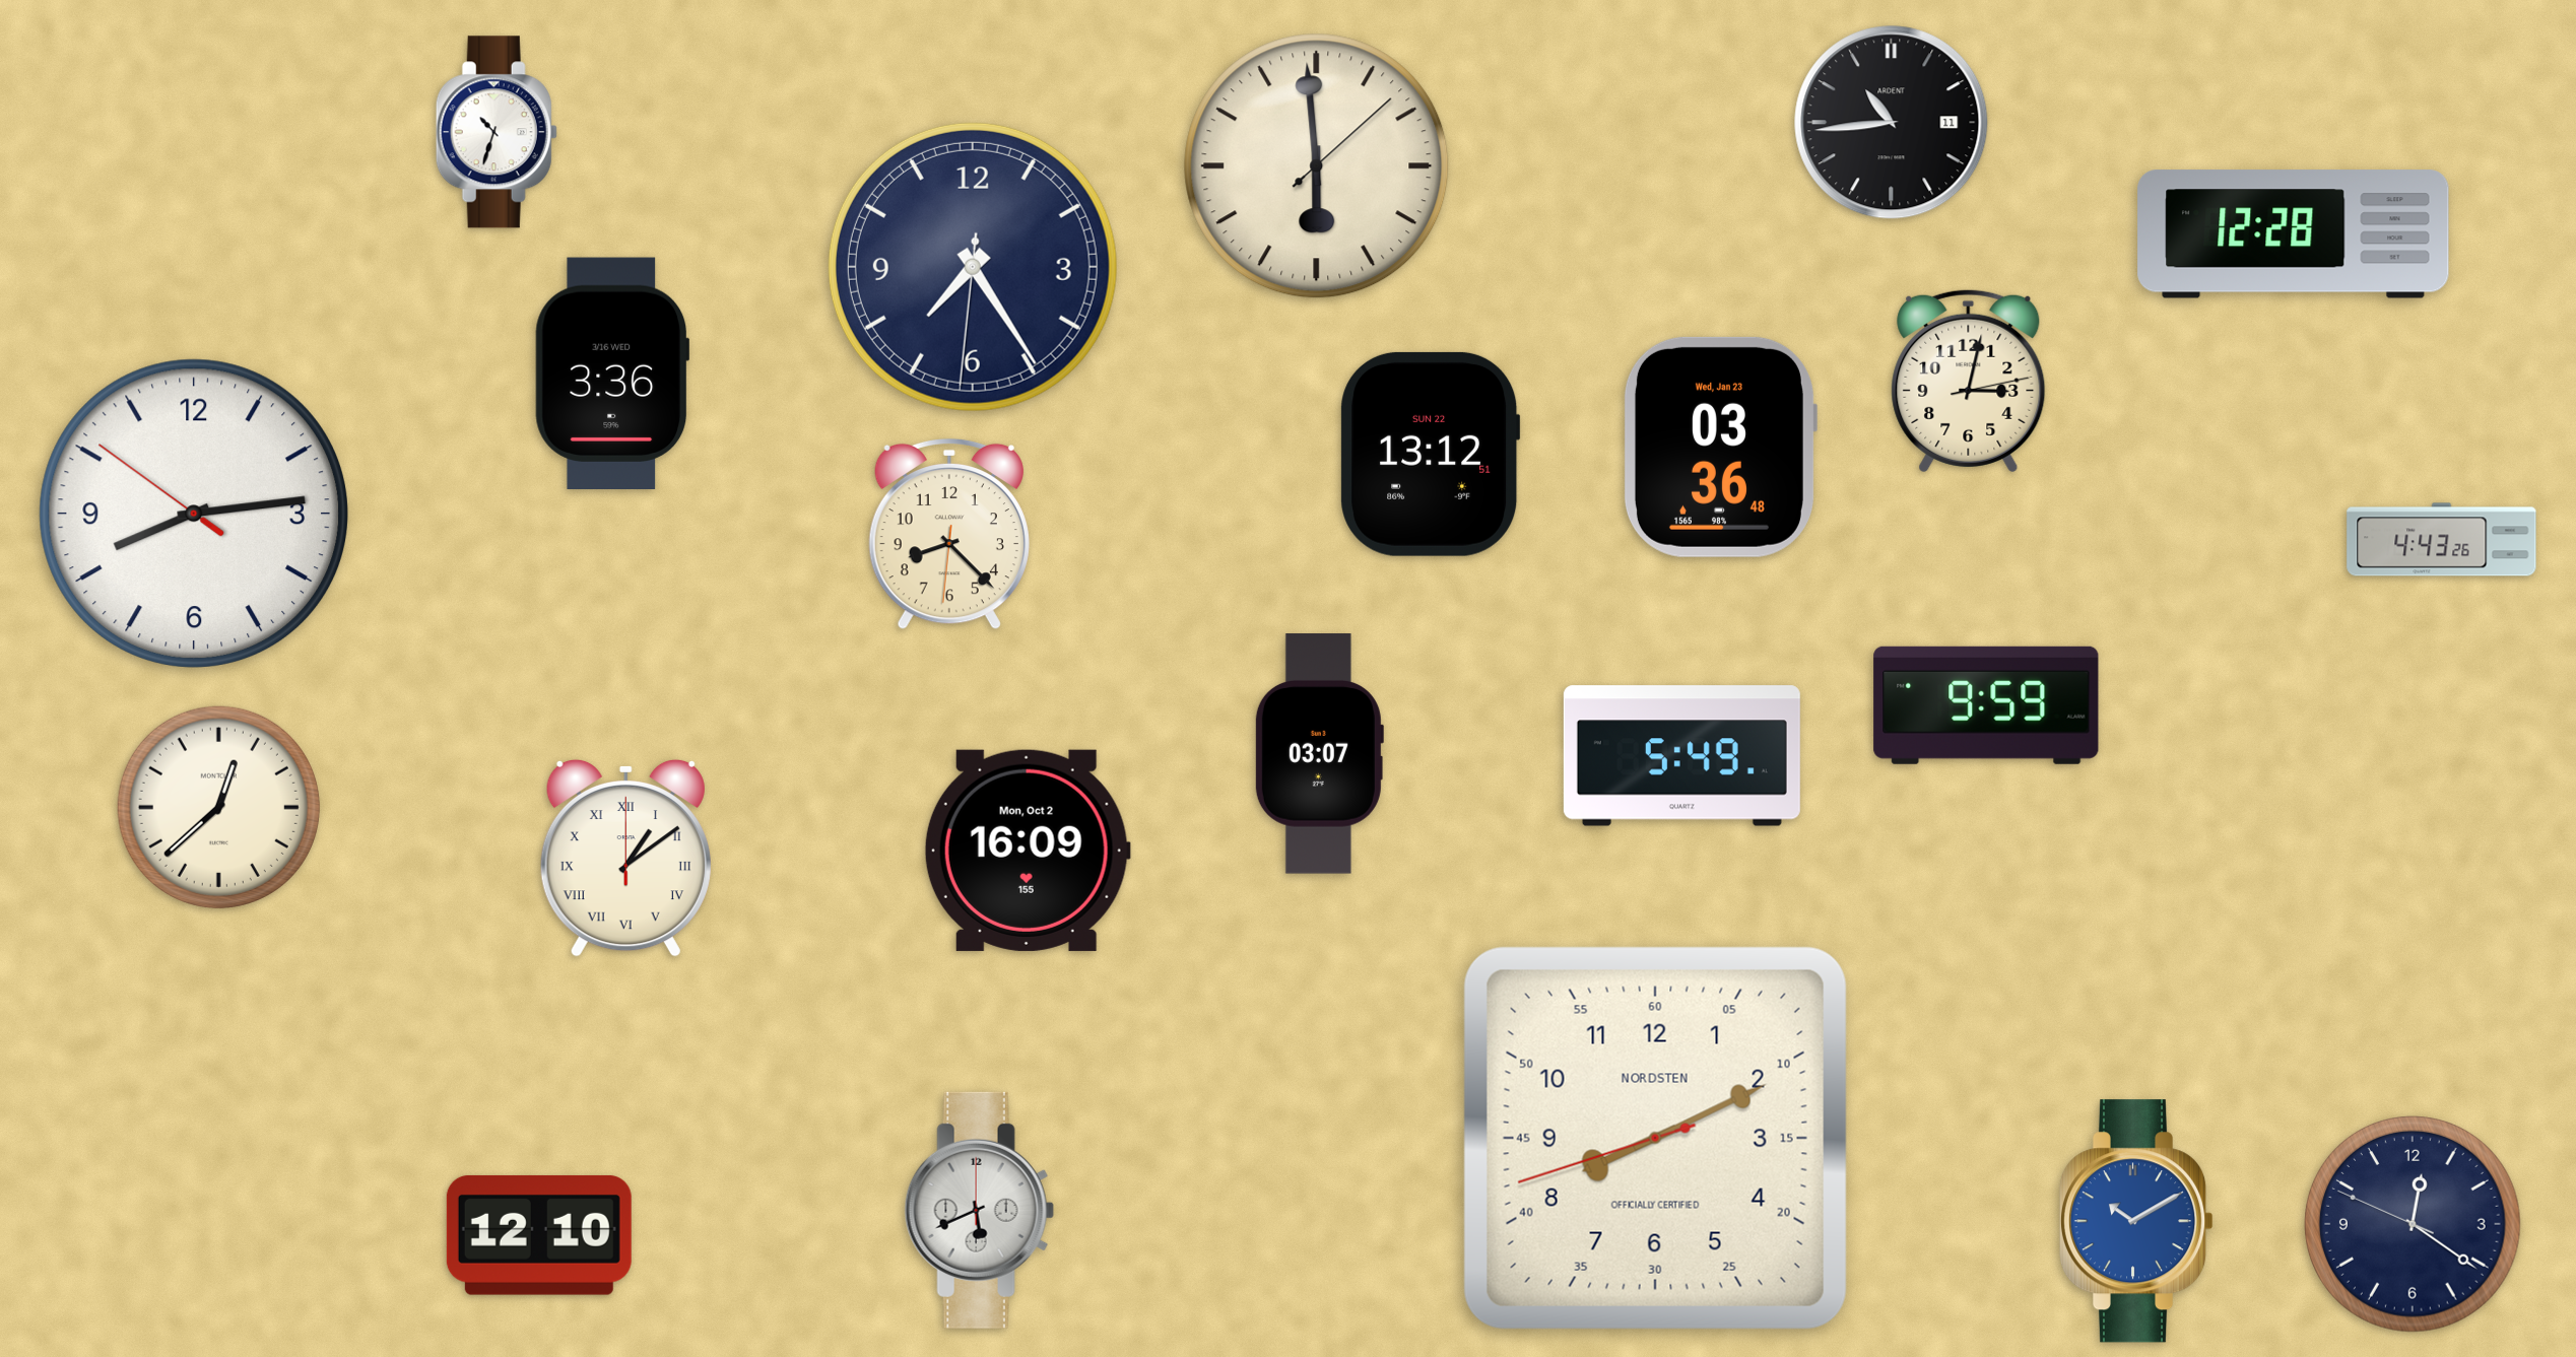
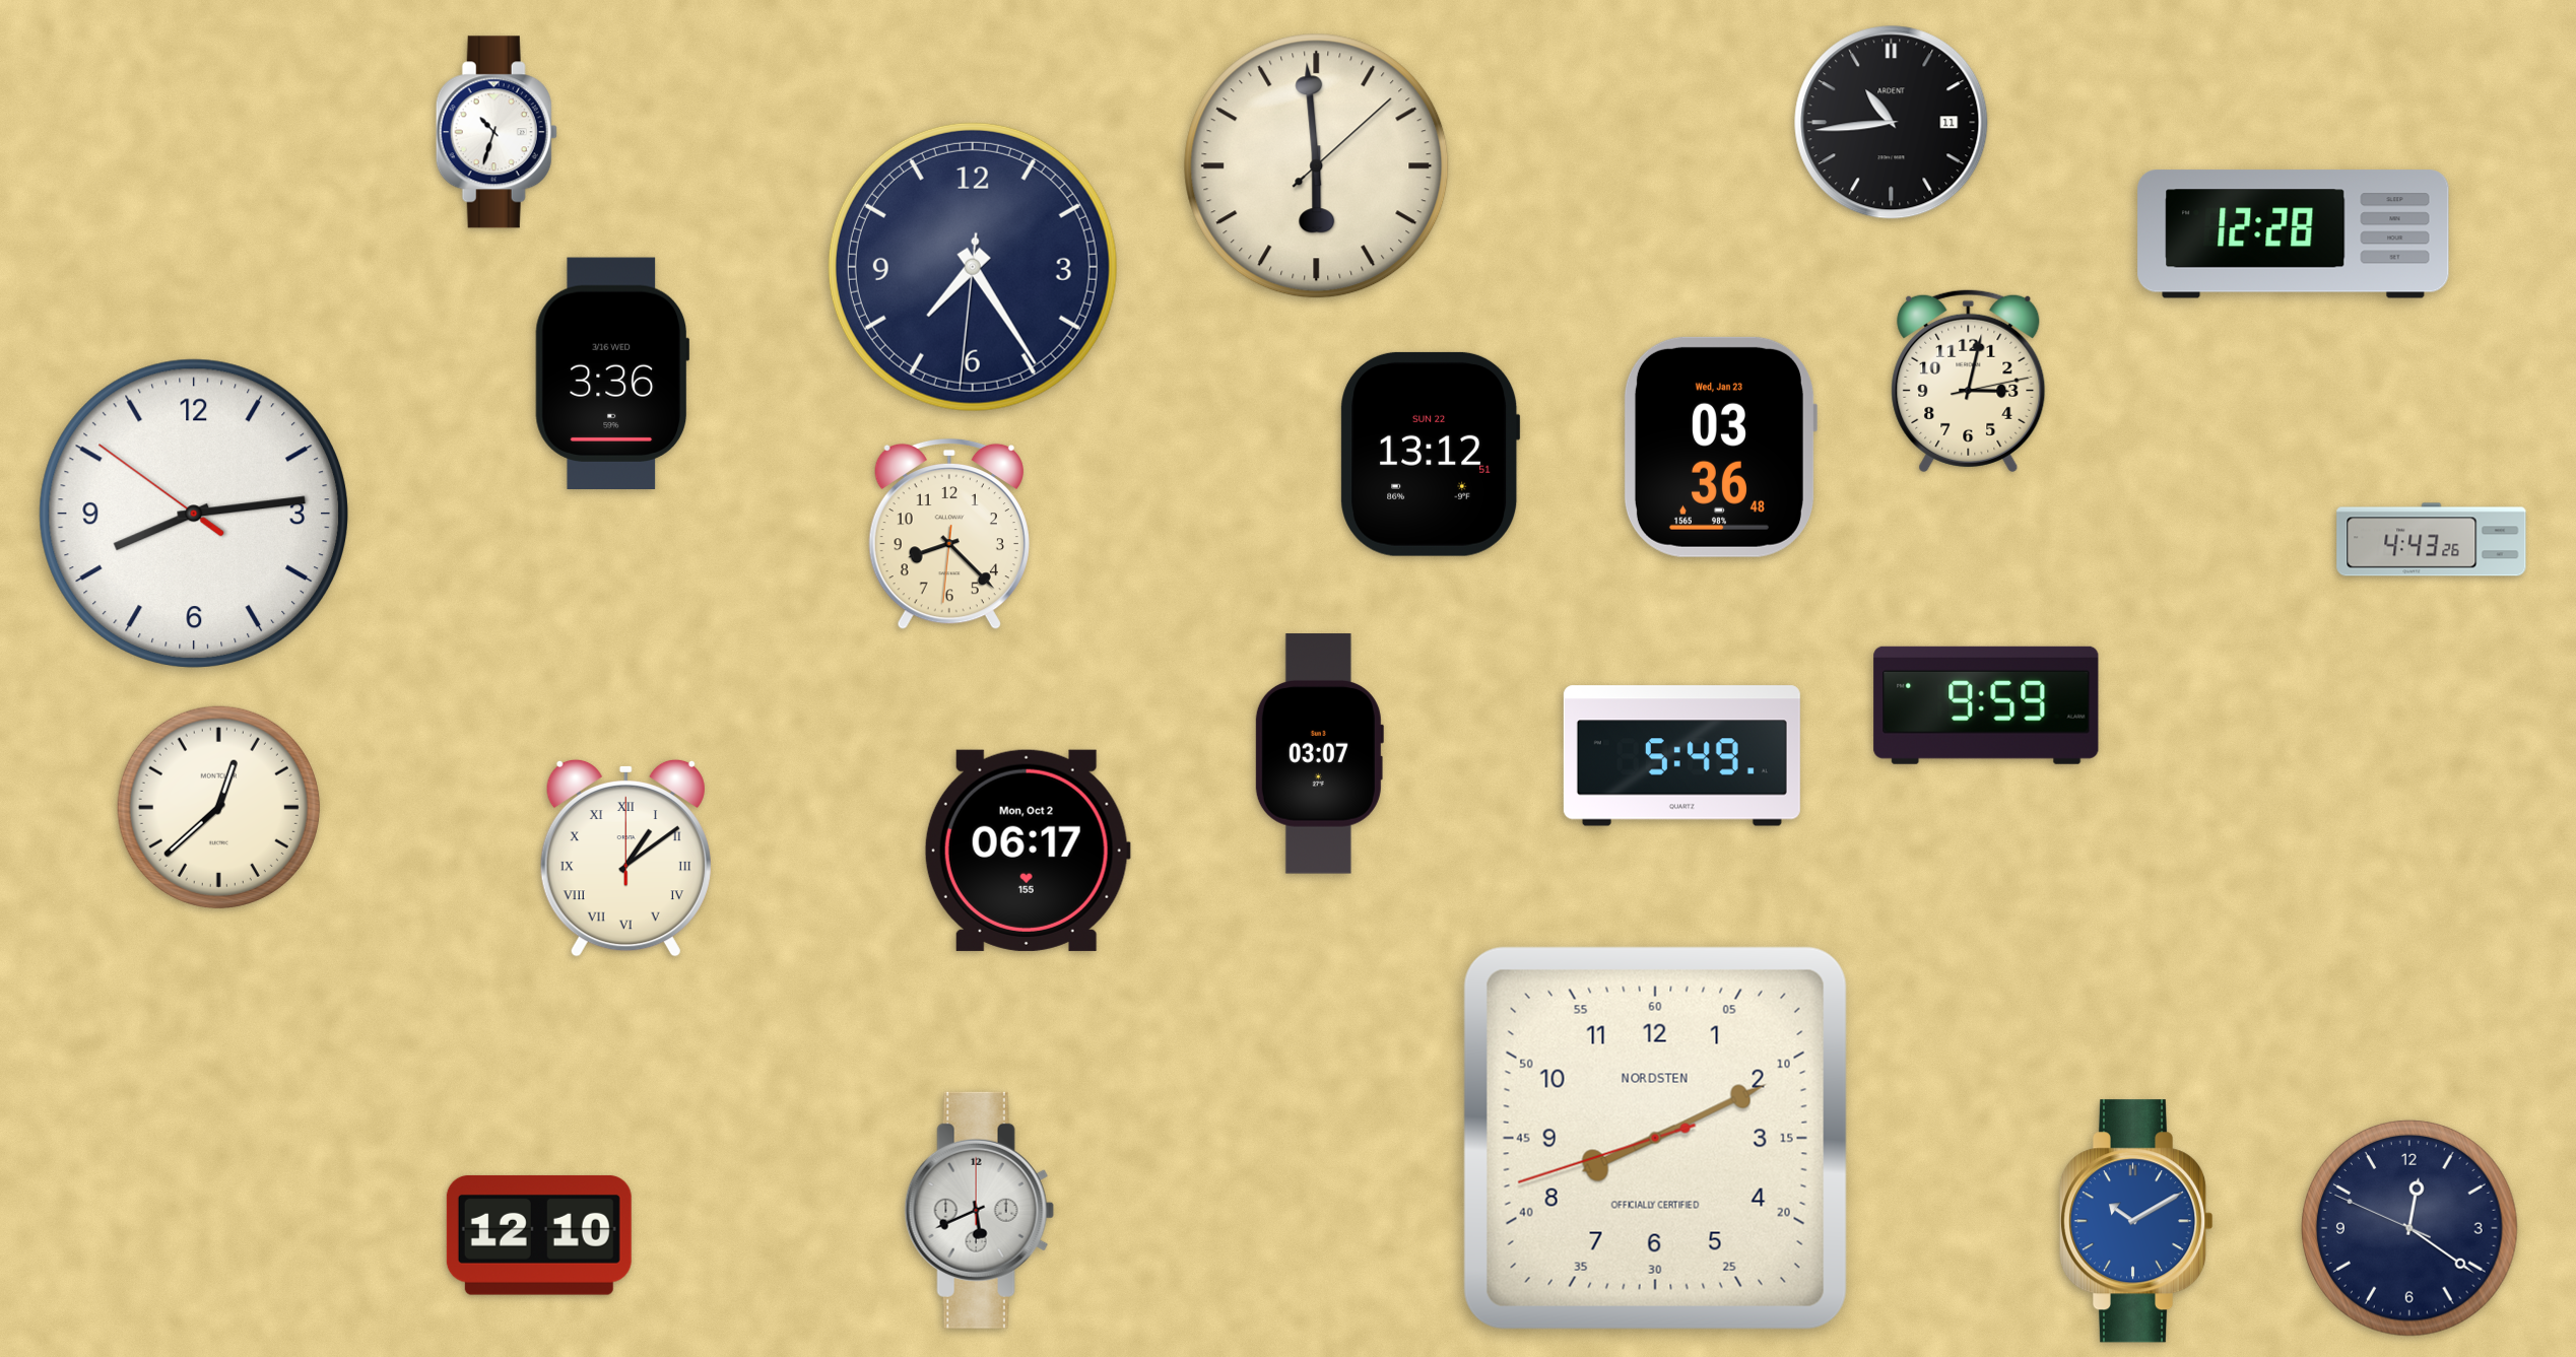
clock at (2442, 540) position: (2442, 540) -> (2432, 540)
clock at (1028, 851): 16:09 -> 06:17
clock at (2414, 1225) position: (2414, 1225) -> (2410, 1229)
